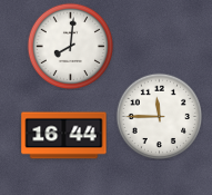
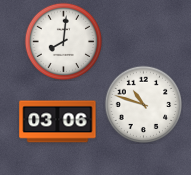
clock at (159, 116): 11:45 -> 10:48
clock at (64, 136): 16:44 -> 03:06
